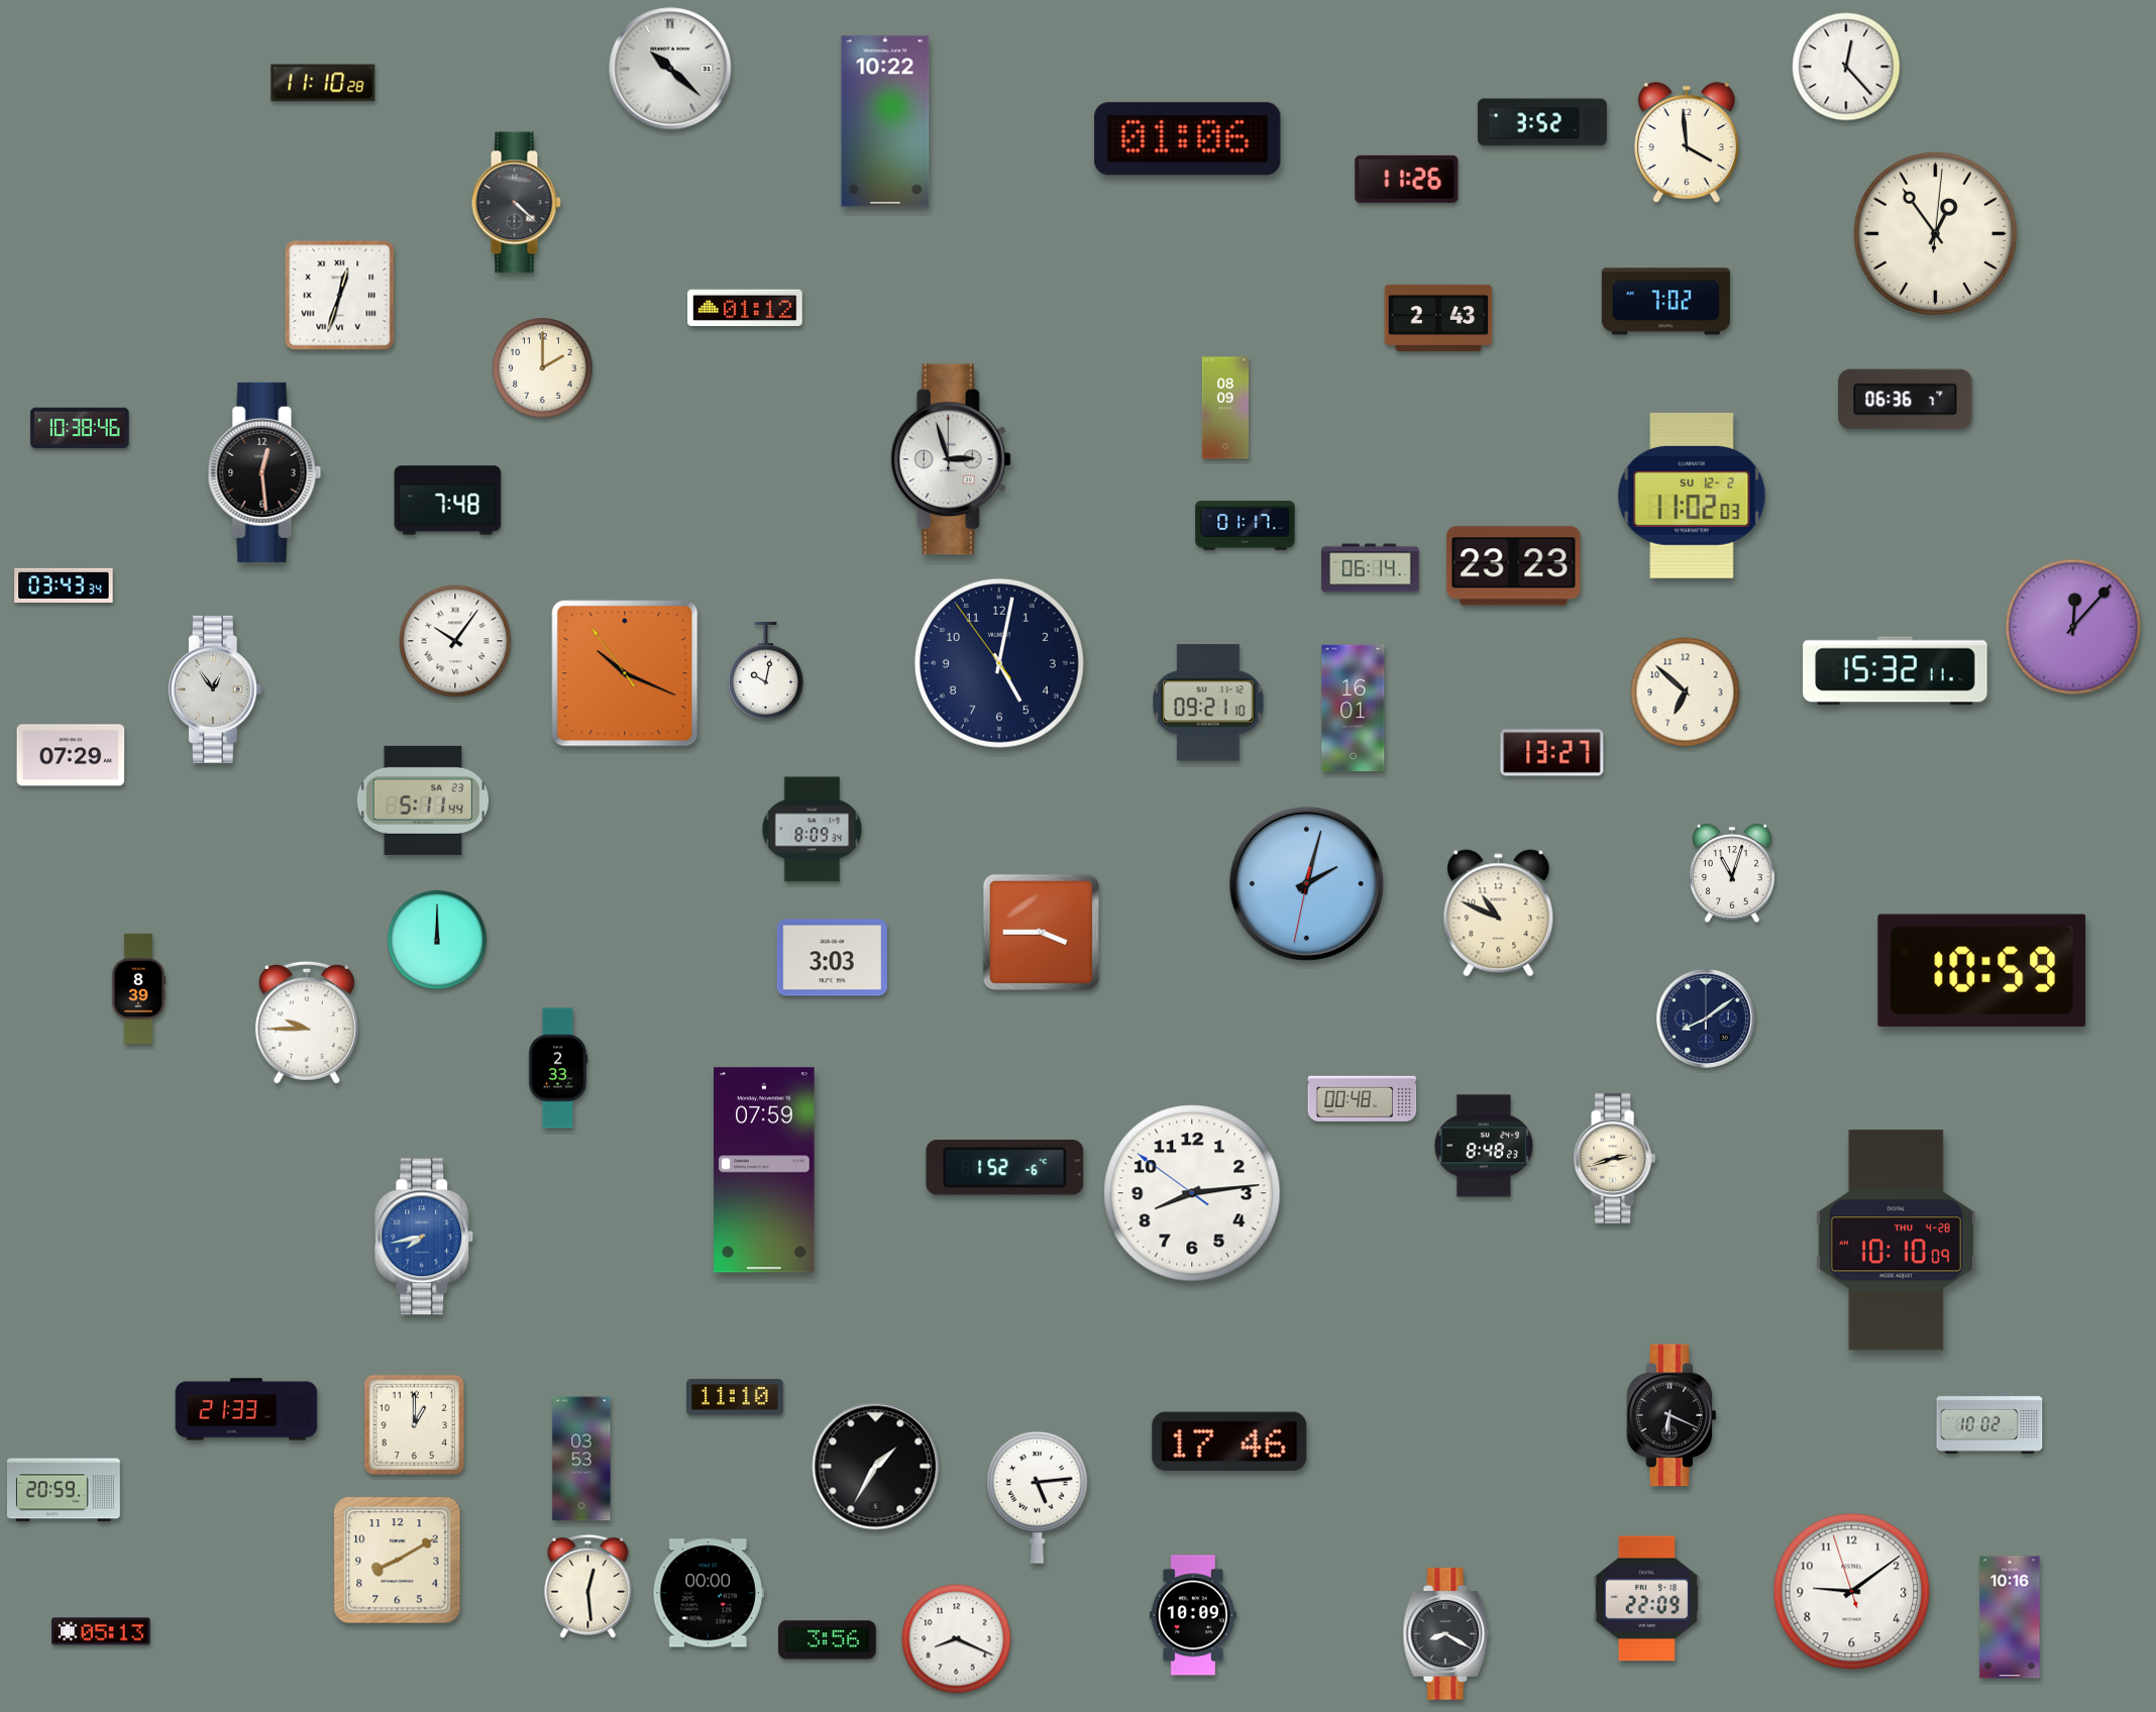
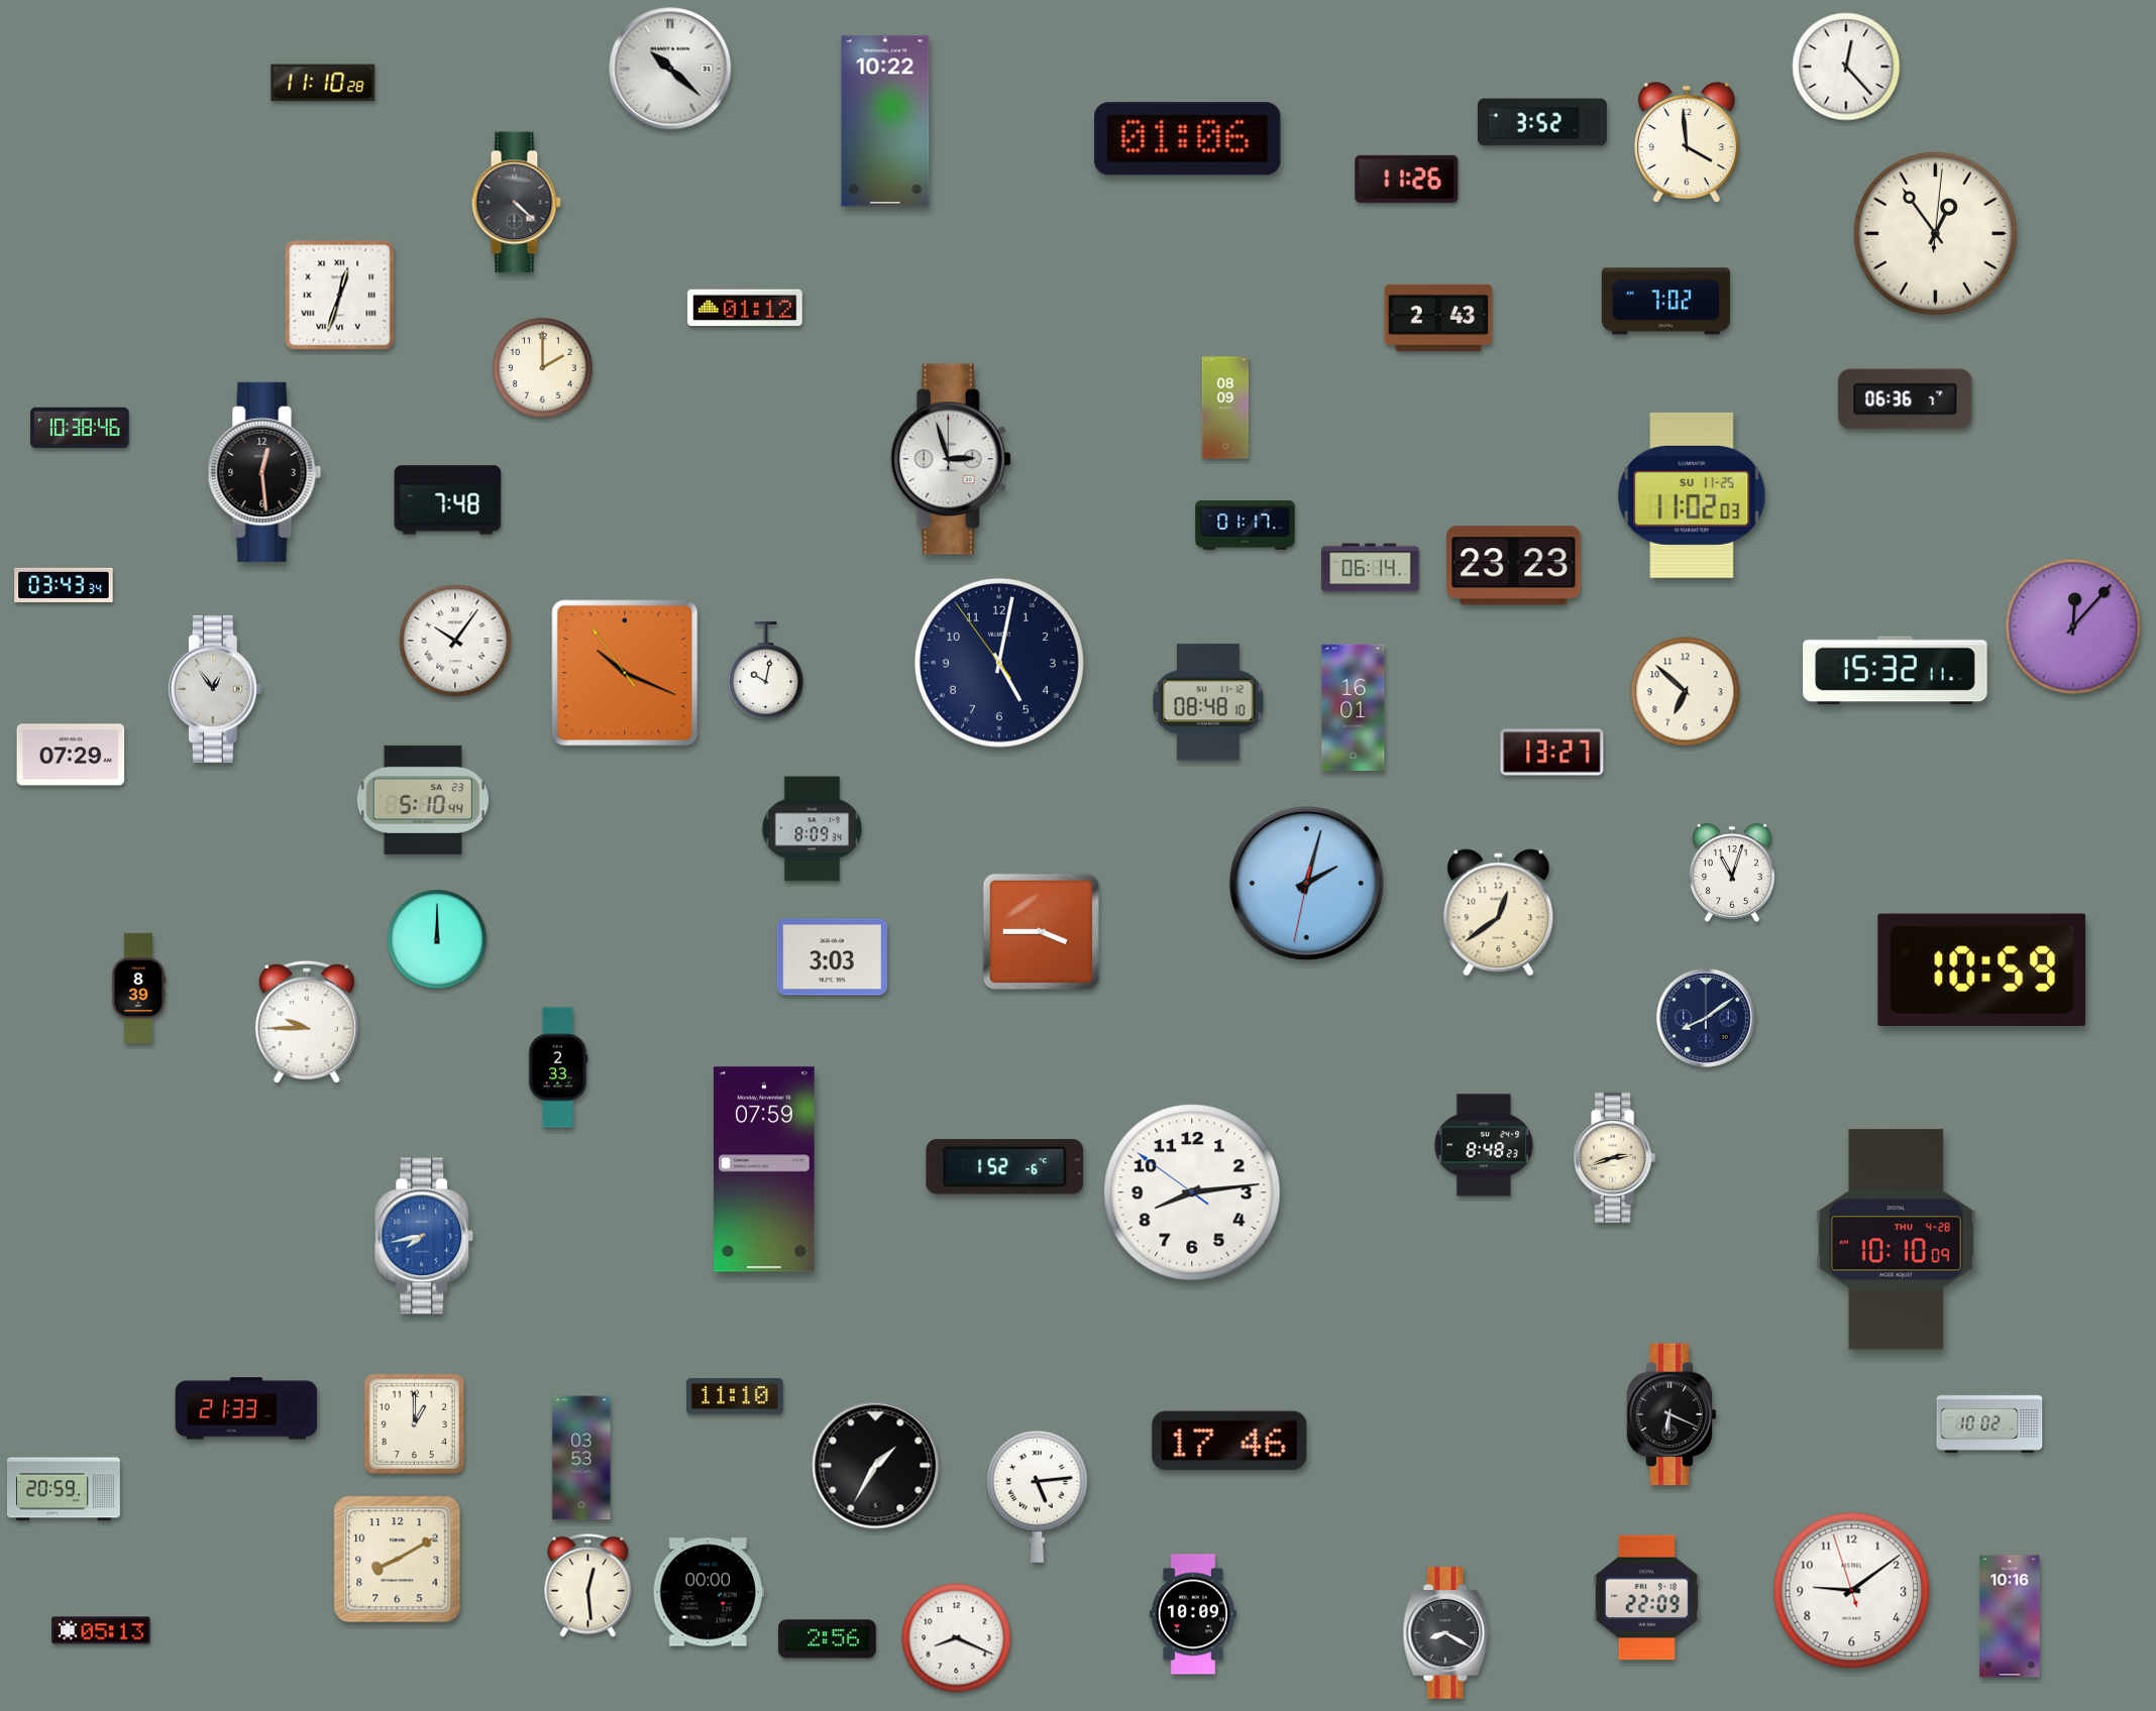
clock at (1692, 496) date: SU 12-2 -> SU 11-25
clock at (1208, 703): 09:21 -> 08:48
clock at (423, 800): 5:11 -> 5:10
clock at (1499, 914): 10:49 -> 12:39
clock at (1363, 1098): 00:48 -> none
clock at (828, 1640): 3:56 -> 2:56
